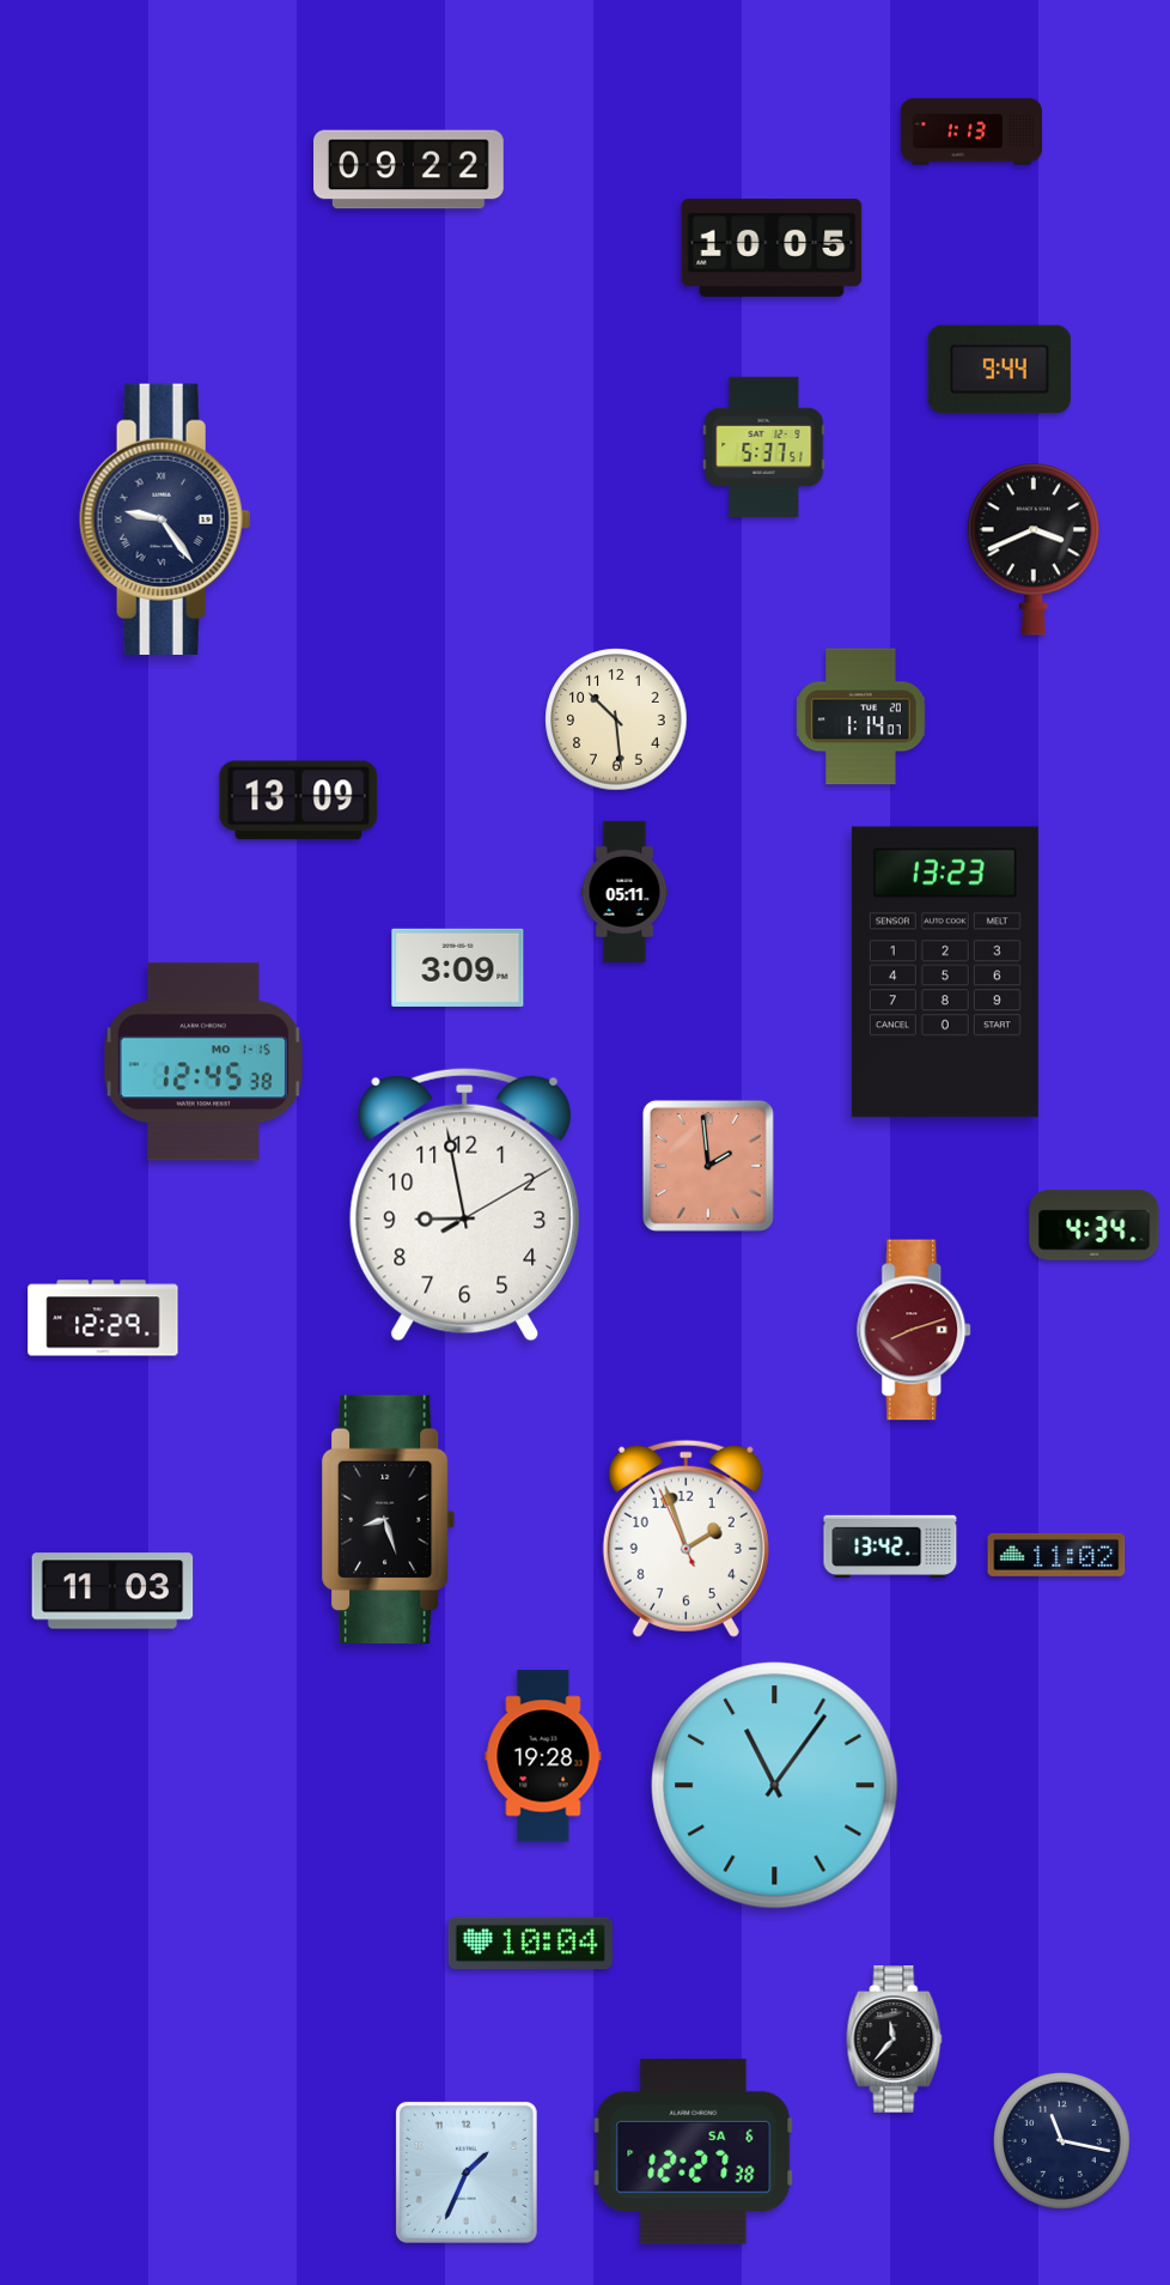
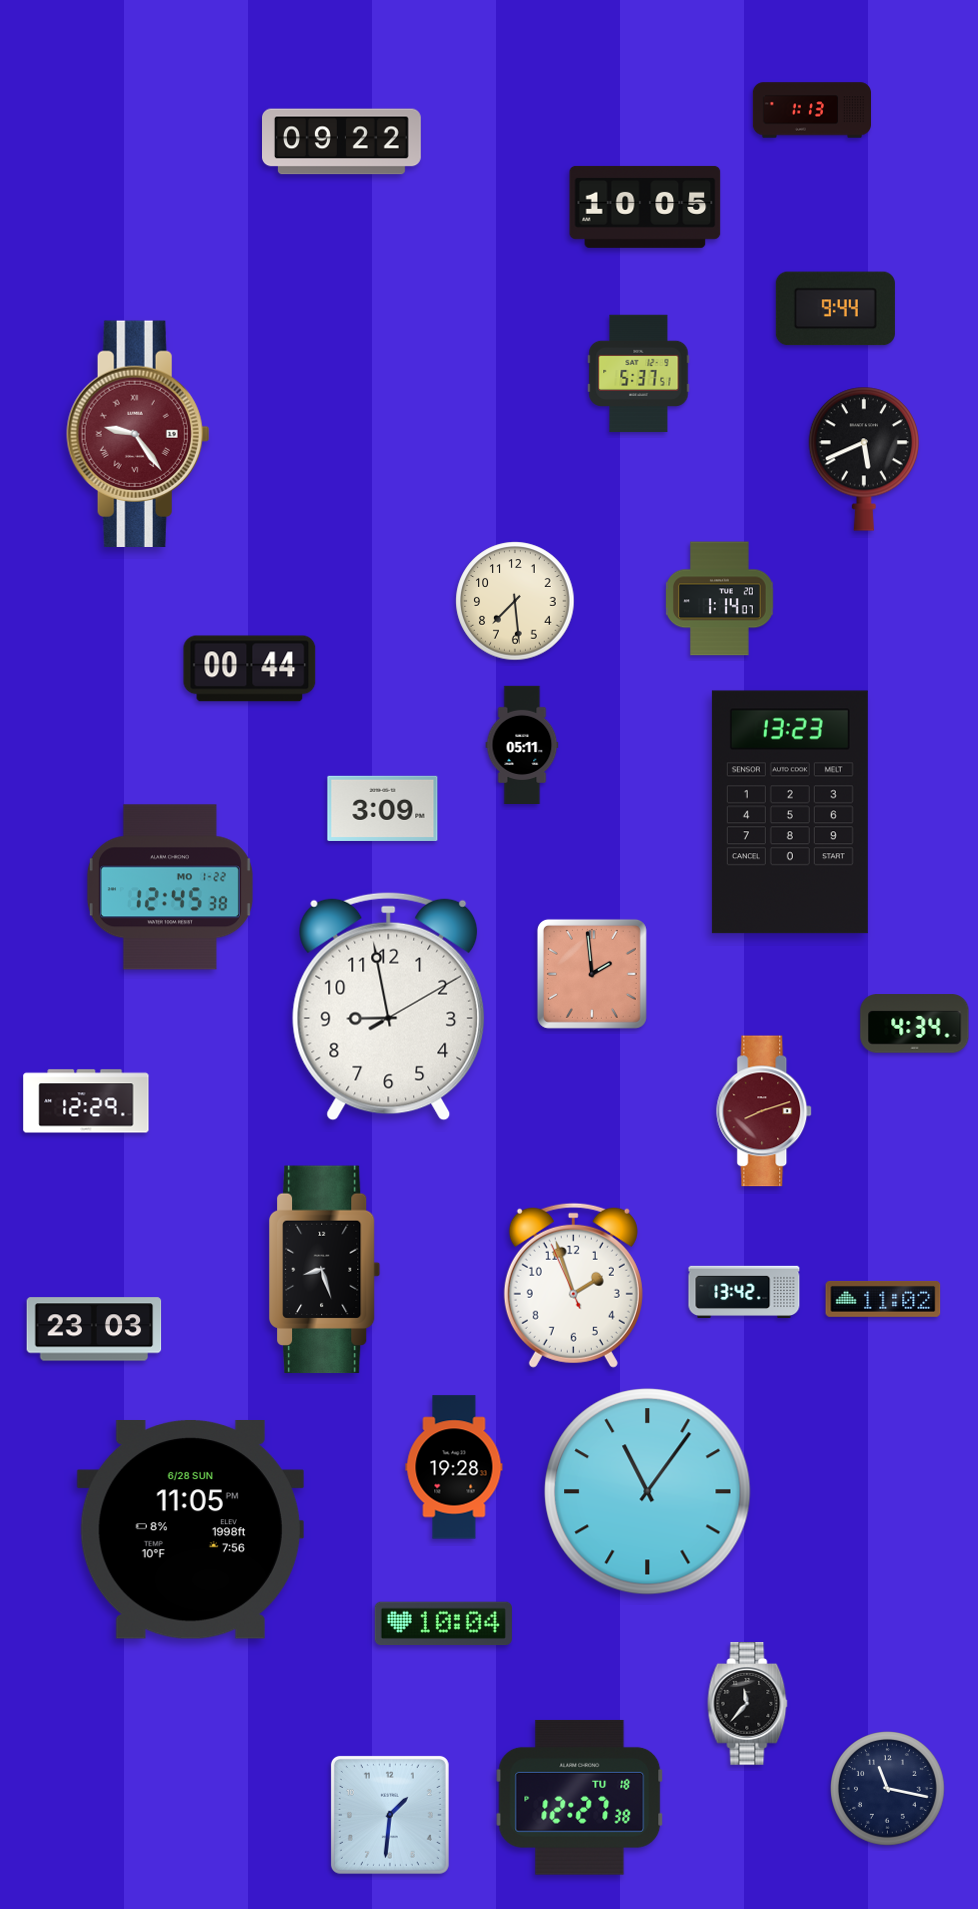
clock at (165, 518) dial: navy -> burgundy
clock at (1032, 549): 3:41 -> 5:41
clock at (616, 719): 10:29 -> 7:29
clock at (299, 801): 13:09 -> 00:44
clock at (203, 1062) date: MO 1-15 -> MO 1-22
clock at (112, 1591): 11:03 -> 23:03
clock at (190, 1530): none -> 11:05
clock at (694, 2151) date: SA 6 -> TU 18
clock at (467, 2172): 1:34 -> 1:31
